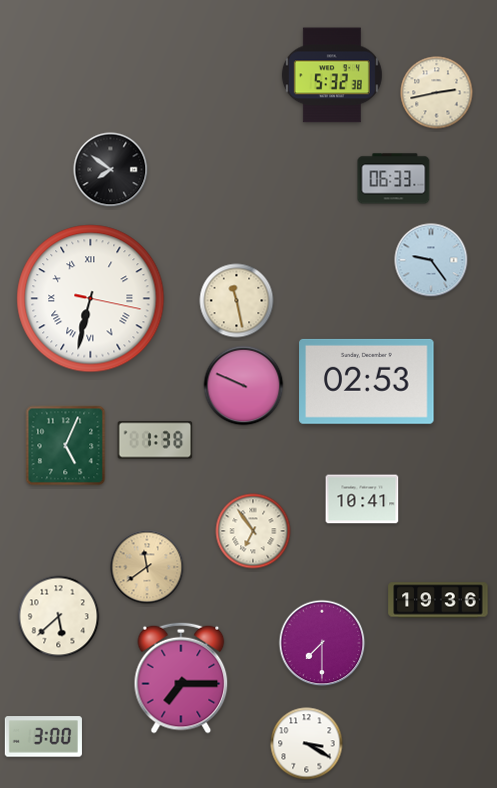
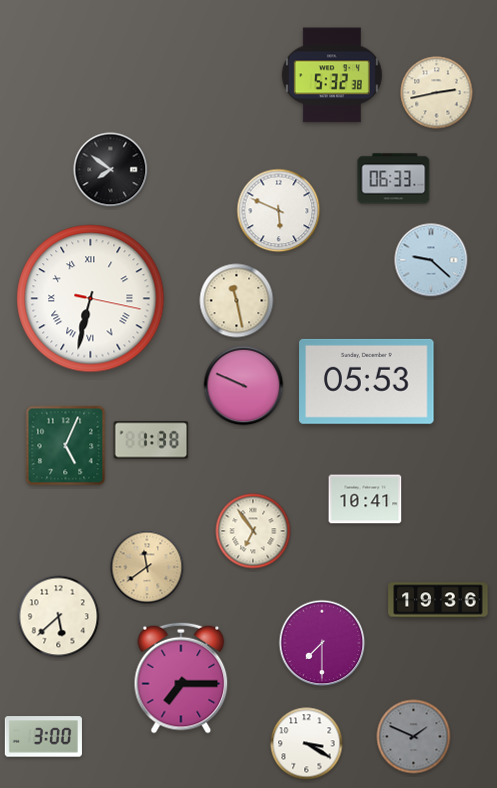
clock at (279, 211): none -> 5:49
clock at (431, 260): 9:24 -> 9:22
clock at (367, 381): 02:53 -> 05:53
clock at (155, 440) position: (155, 440) -> (151, 440)
clock at (362, 499) position: (362, 499) -> (365, 499)
clock at (414, 737): none -> 1:49
